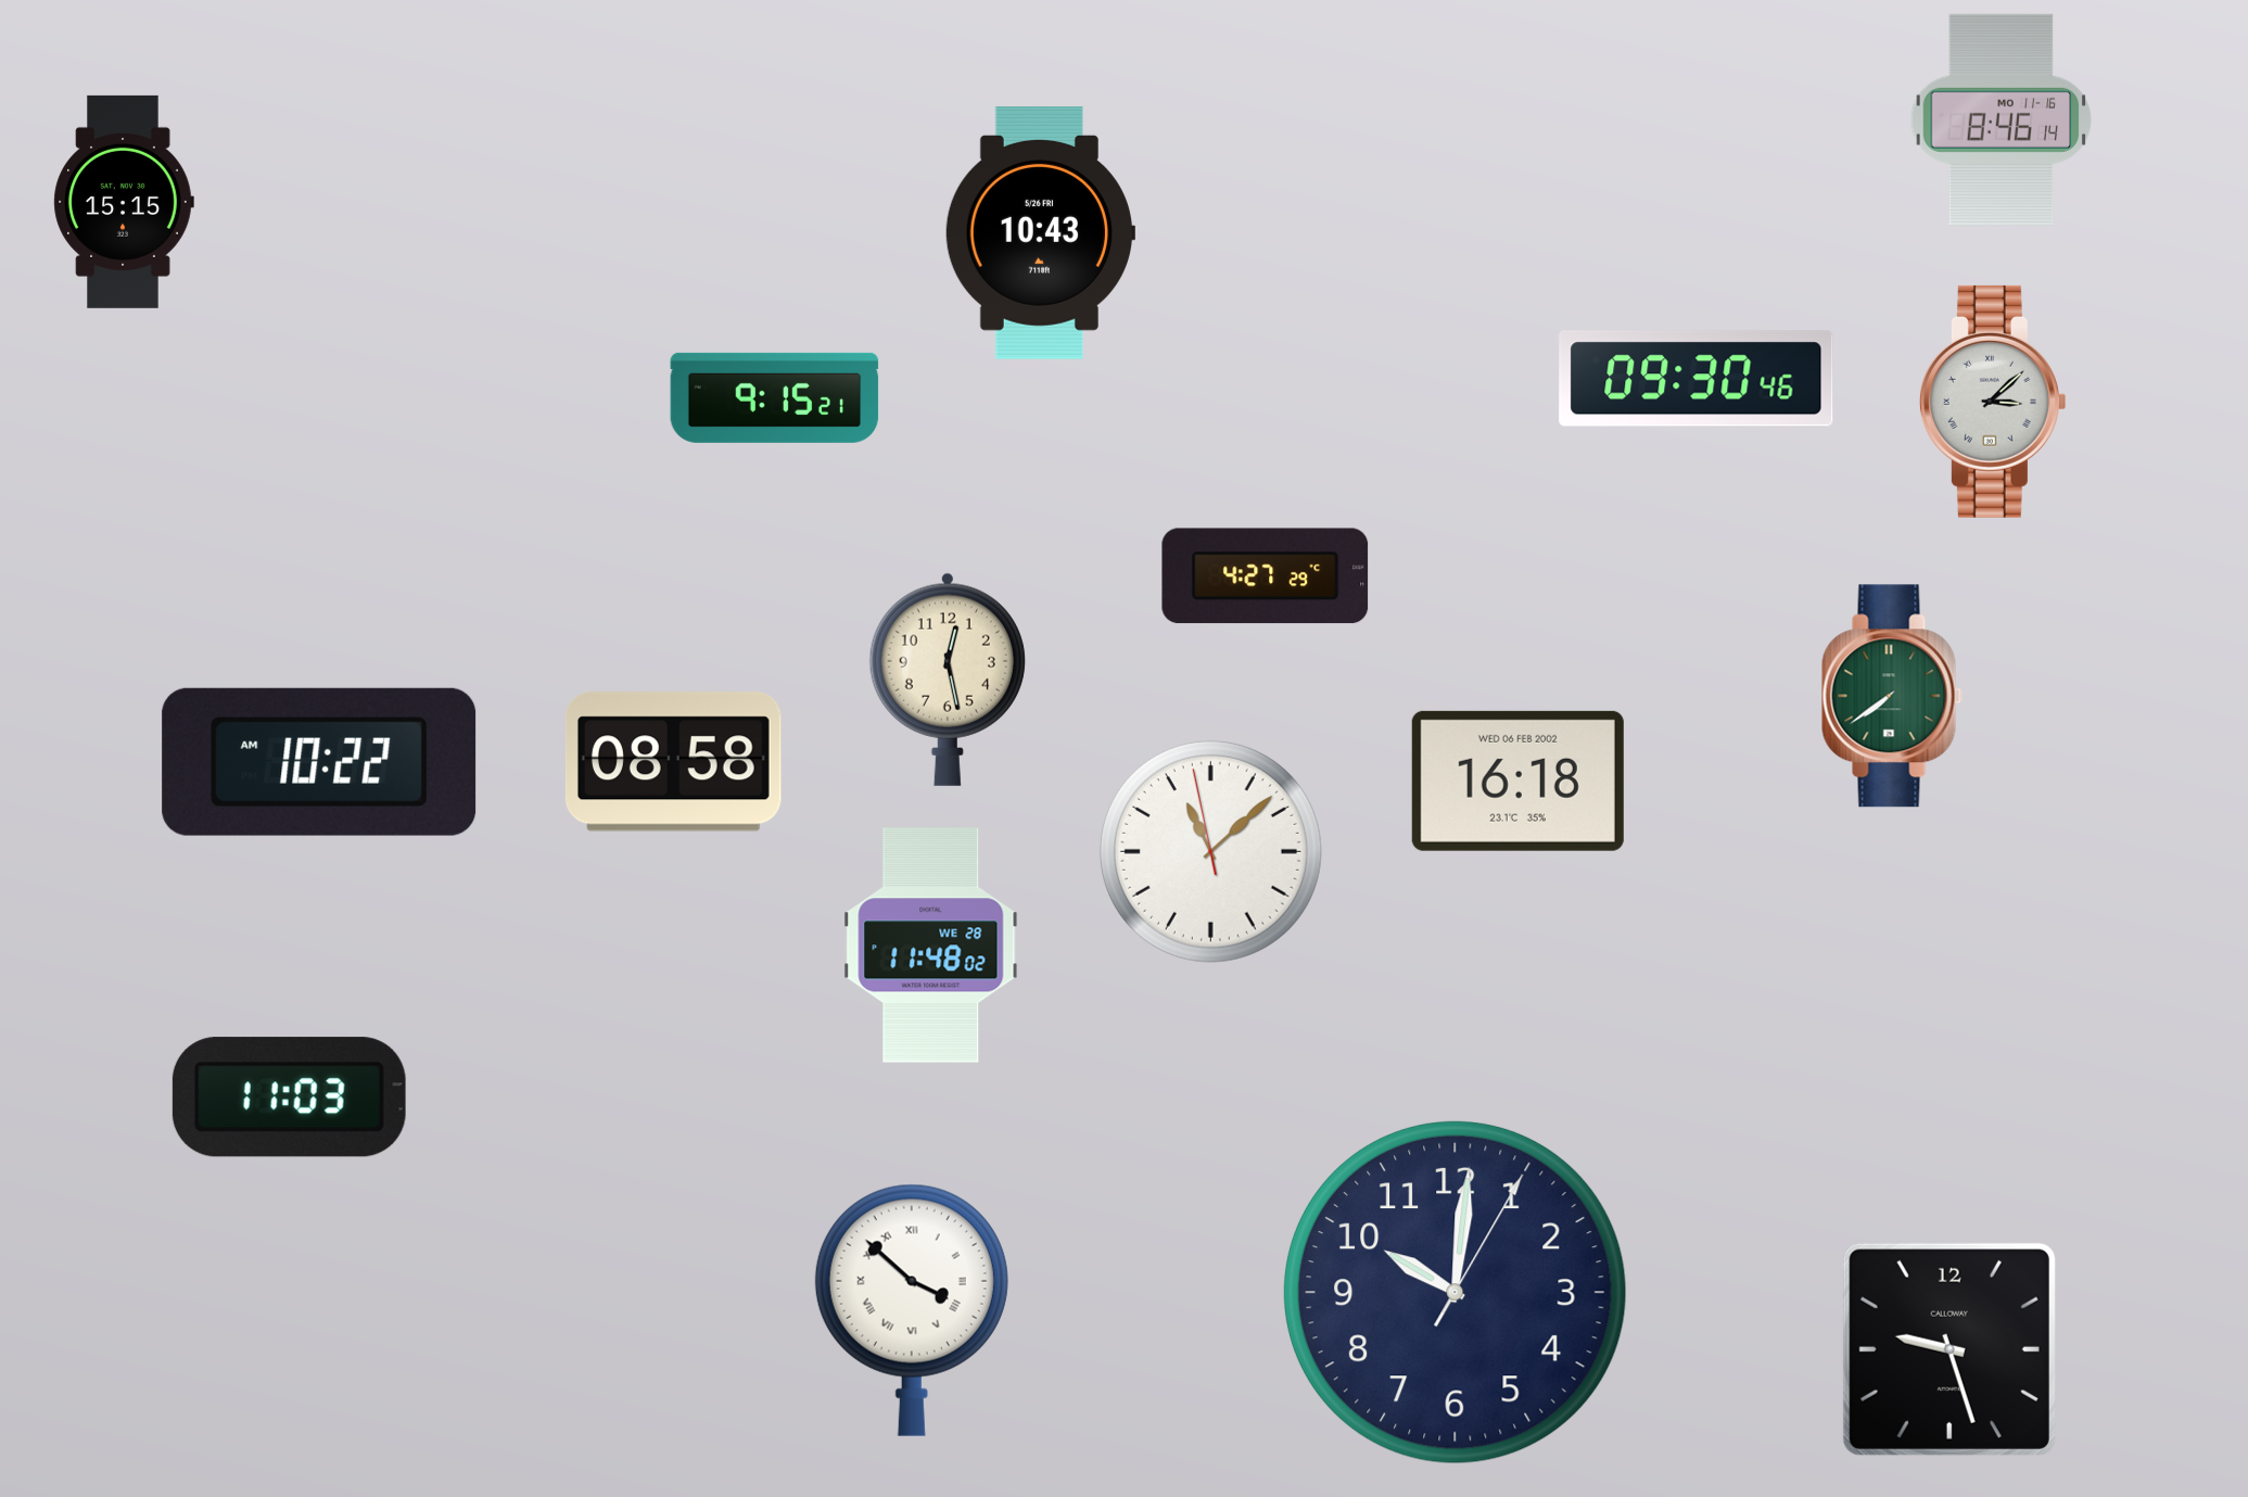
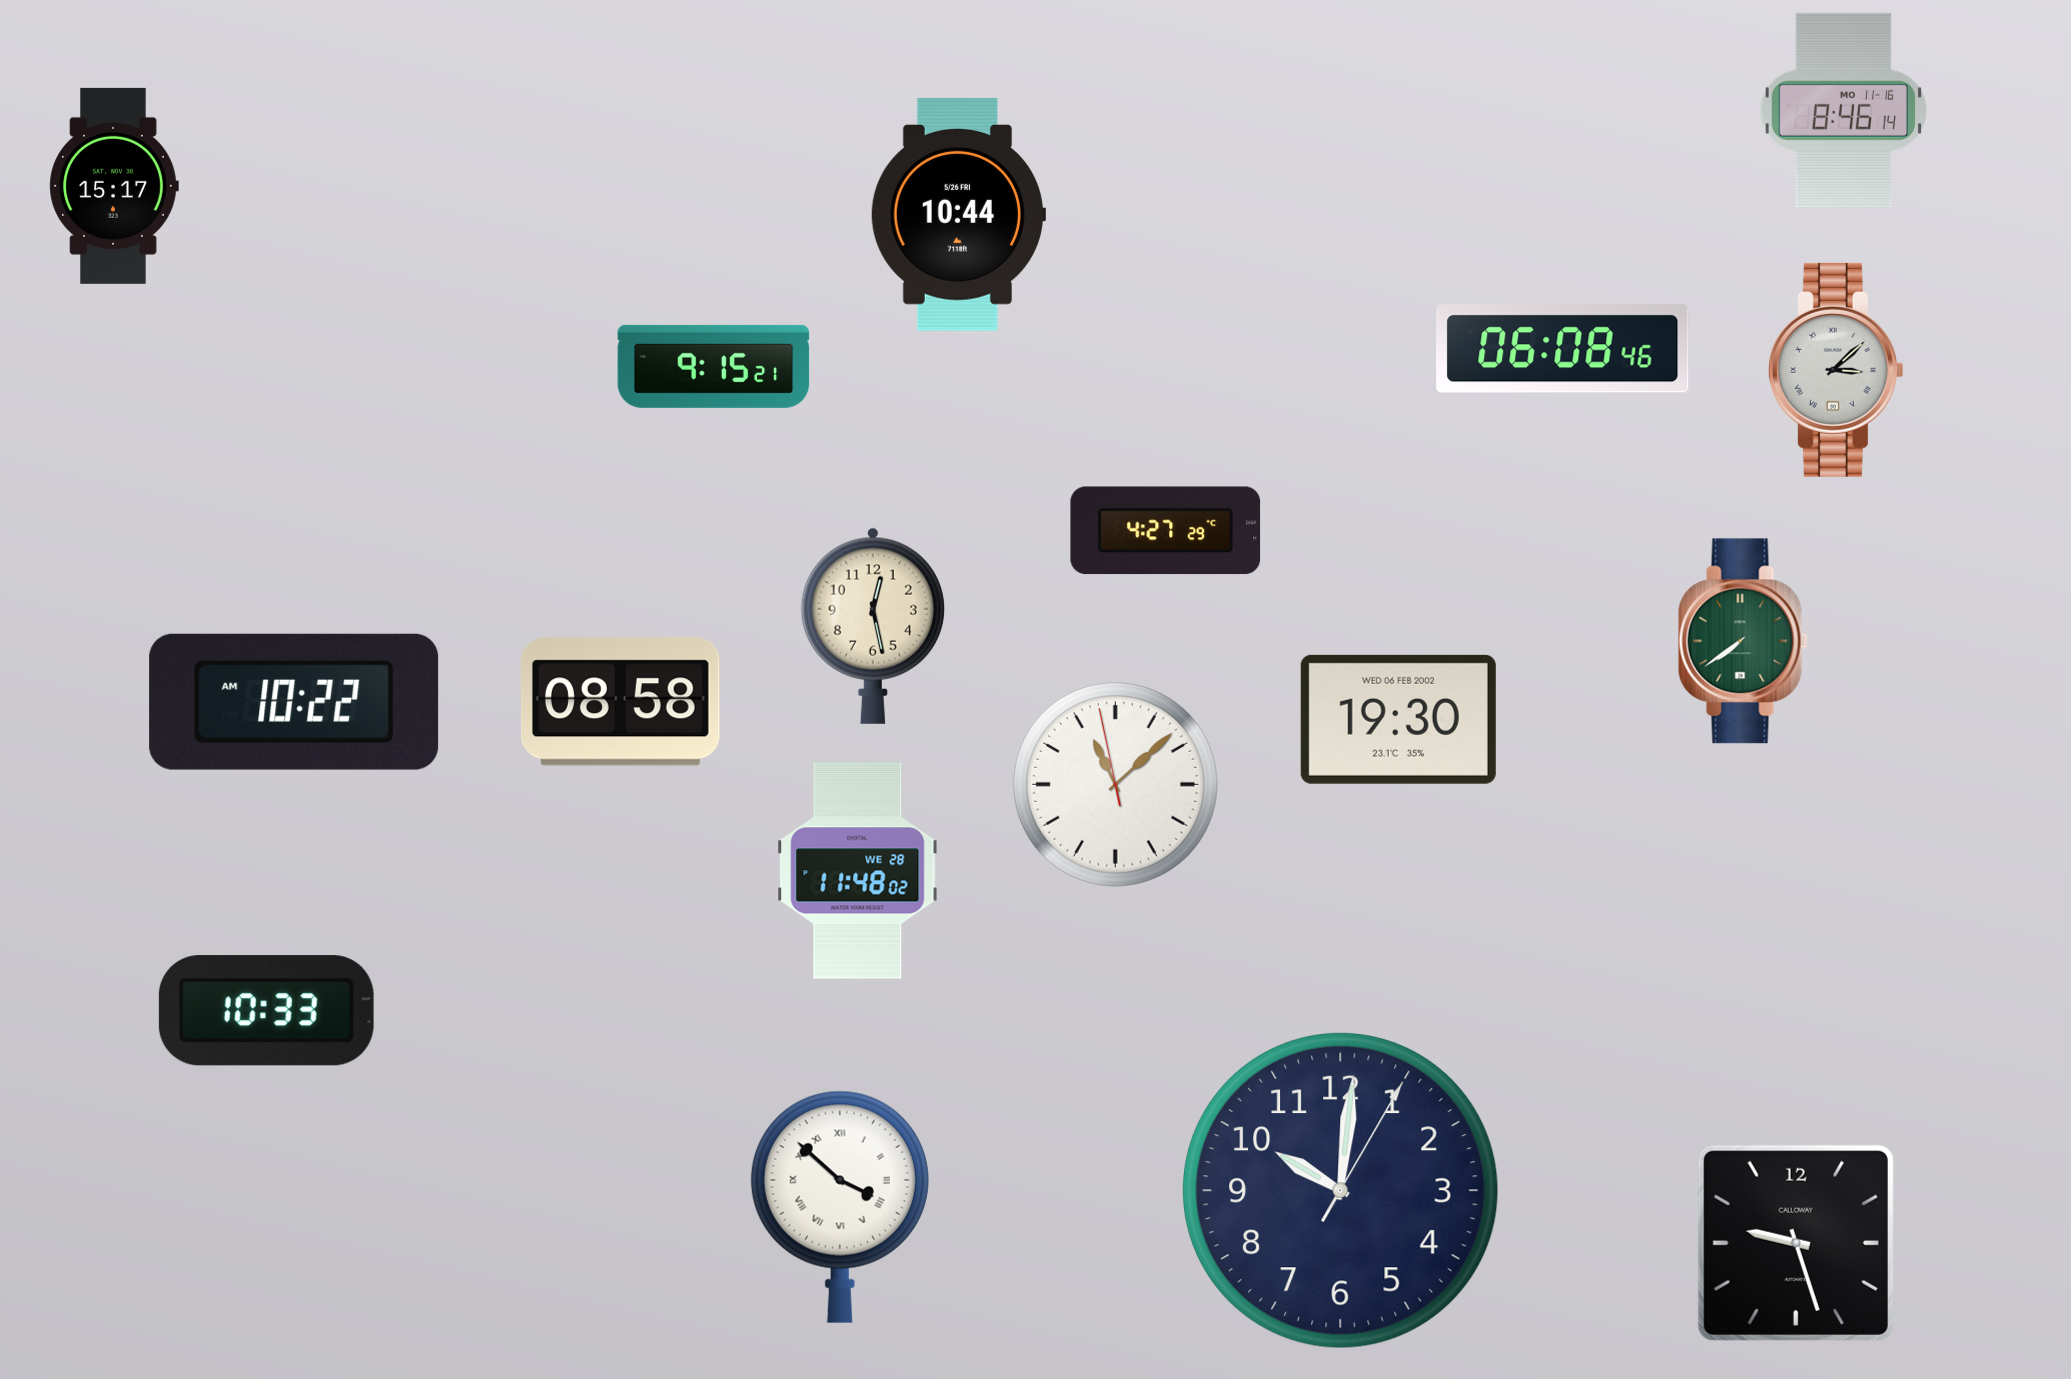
clock at (124, 202): 15:15 -> 15:17
clock at (1040, 233): 10:43 -> 10:44
clock at (1697, 379): 09:30 -> 06:08
clock at (1517, 781): 16:18 -> 19:30
clock at (289, 1098): 11:03 -> 10:33
